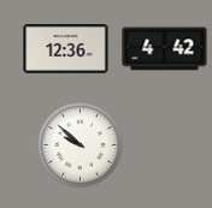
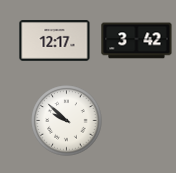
clock at (66, 49): 12:36 -> 12:17
clock at (165, 49): 4:42 -> 3:42
